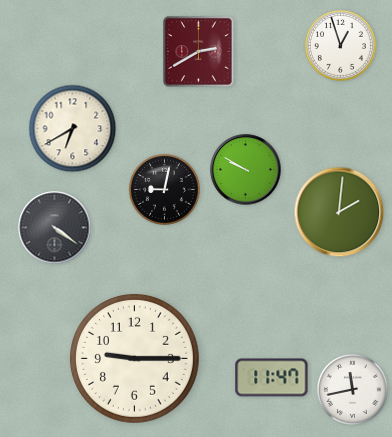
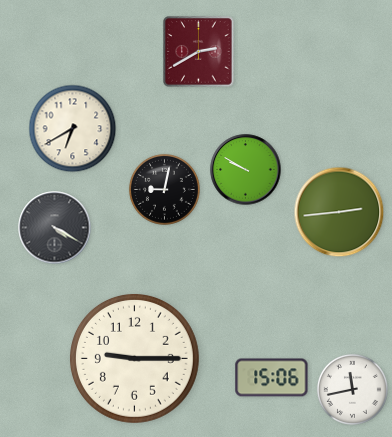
clock at (340, 45): 12:57 -> none
clock at (339, 212): 2:01 -> 2:44
clock at (55, 228): 4:21 -> 4:20
clock at (272, 378): 11:47 -> 15:06
